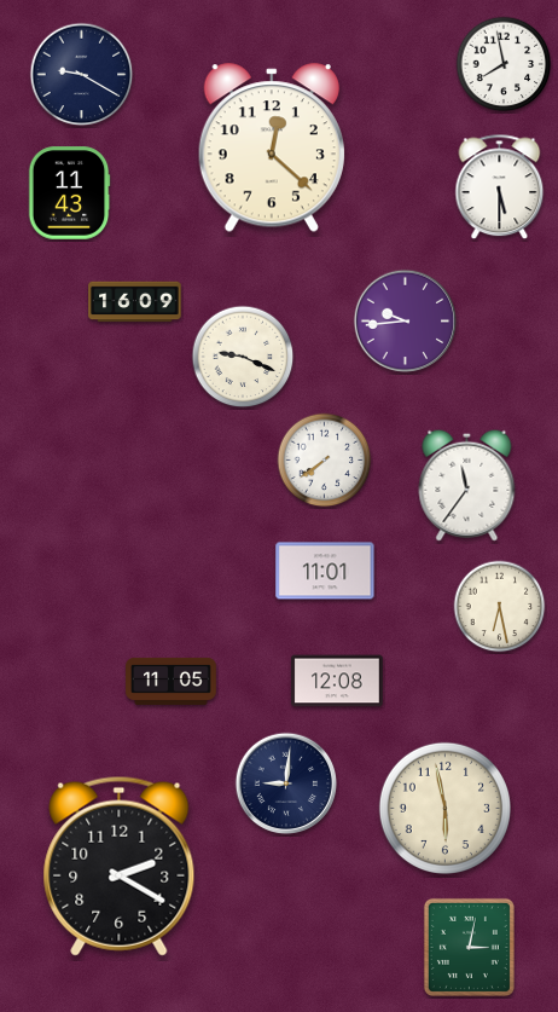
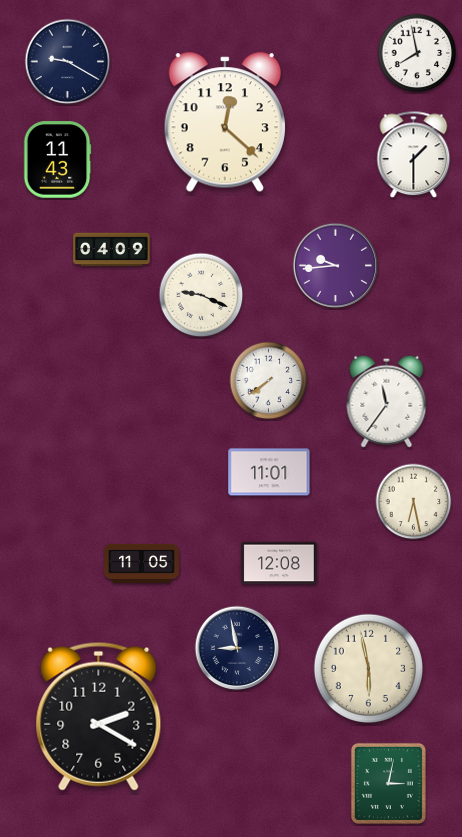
clock at (500, 187): 5:30 -> 1:30
clock at (135, 302): 16:09 -> 04:09
clock at (286, 783): 9:01 -> 8:58
